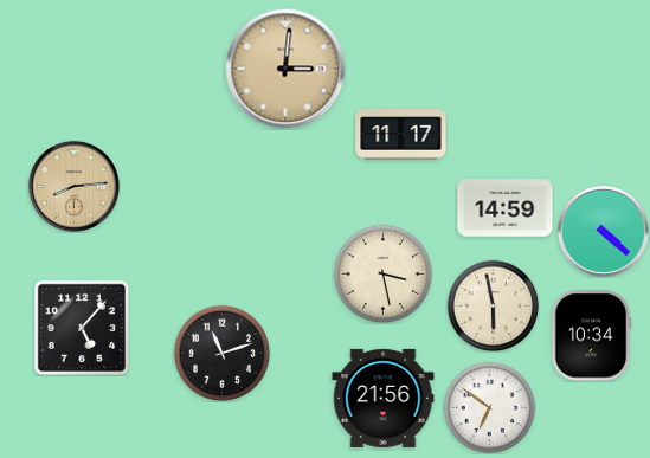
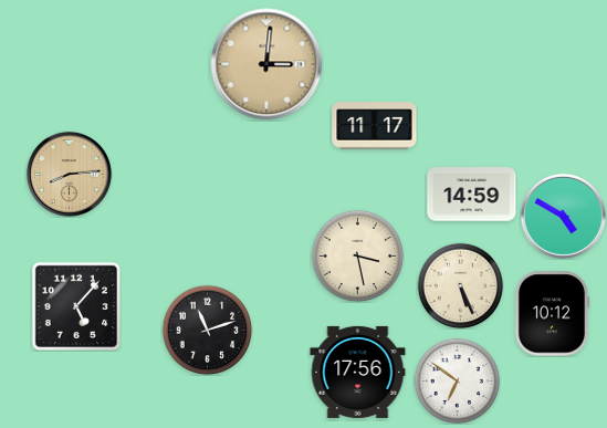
clock at (603, 231): 4:22 -> 4:50
clock at (493, 305): 5:58 -> 5:26
clock at (591, 336): 10:34 -> 10:12
clock at (384, 398): 21:56 -> 17:56
